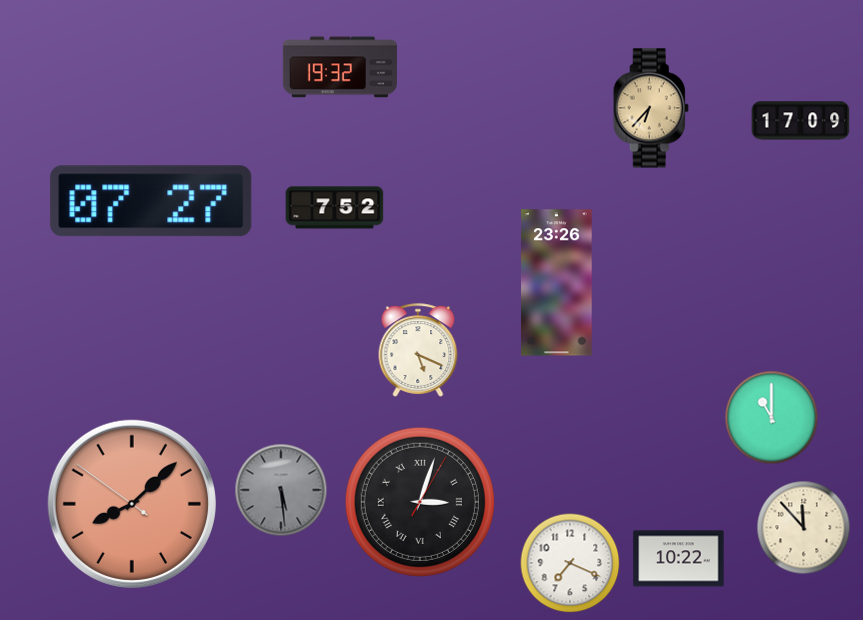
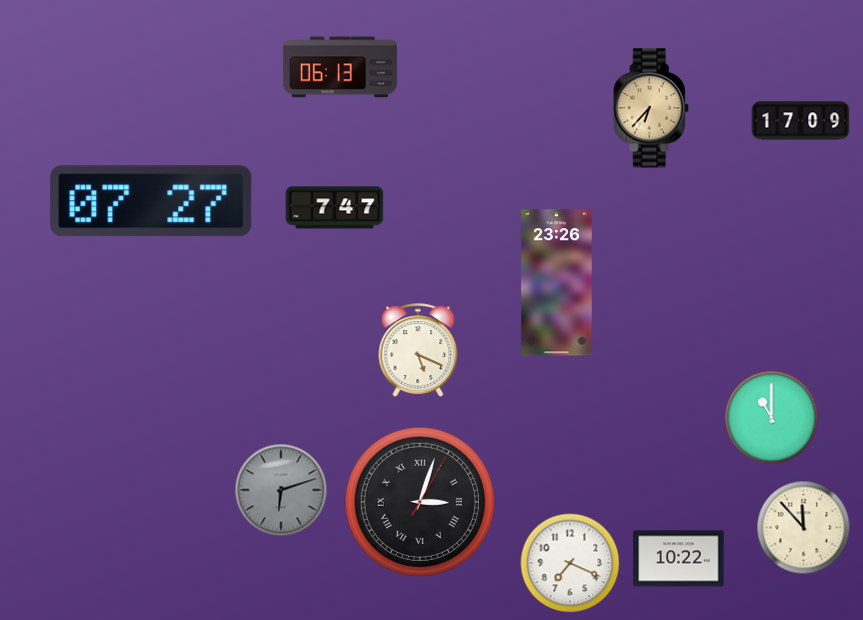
clock at (340, 67): 19:32 -> 06:13
clock at (335, 208): 7:52 -> 7:47
clock at (281, 490): 5:29 -> 6:12
clock at (132, 504): 8:07 -> none
